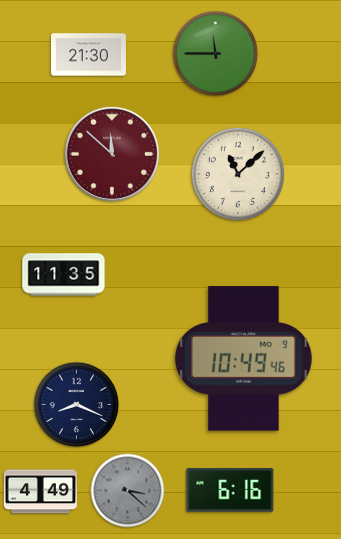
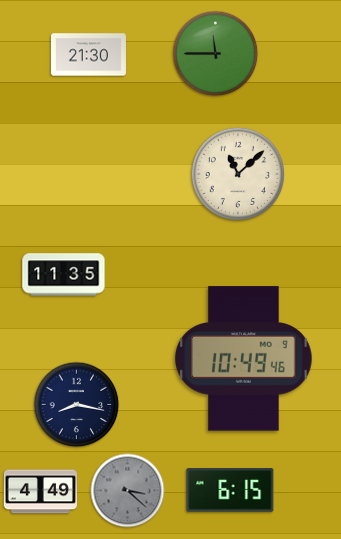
clock at (111, 153): 11:52 -> none
clock at (77, 405): 8:19 -> 8:17
clock at (230, 490): 6:16 -> 6:15
